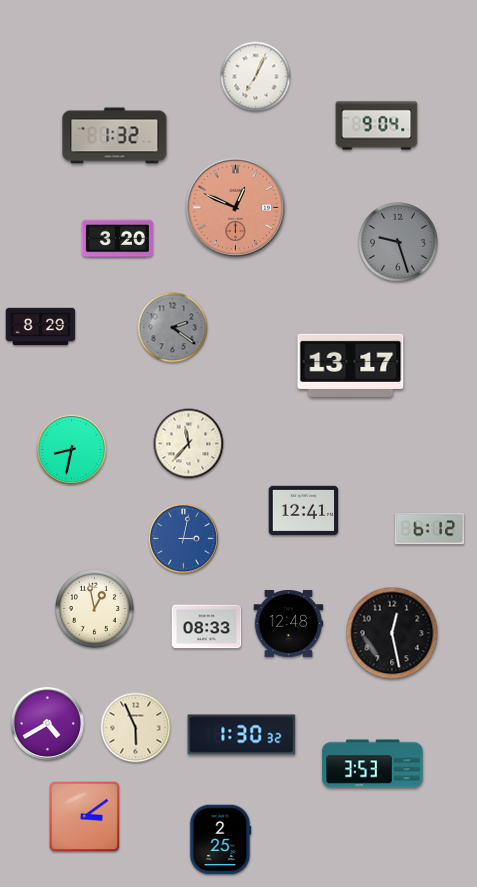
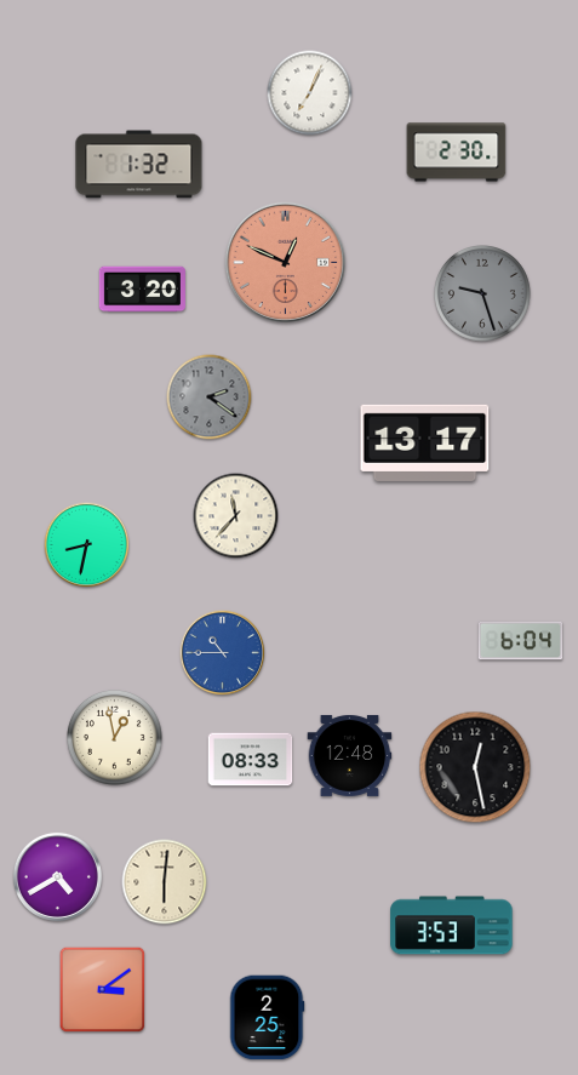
clock at (377, 126): 9:04 -> 2:30
clock at (235, 207) position: (235, 207) -> (285, 262)
clock at (41, 327): 8:29 -> none
clock at (189, 444) position: (189, 444) -> (236, 516)
clock at (304, 511): 12:41 -> none
clock at (430, 529): 6:12 -> 6:04
clock at (184, 539): 3:02 -> 10:45
clock at (136, 728): 5:56 -> 6:01
clock at (242, 735): 1:30 -> none
